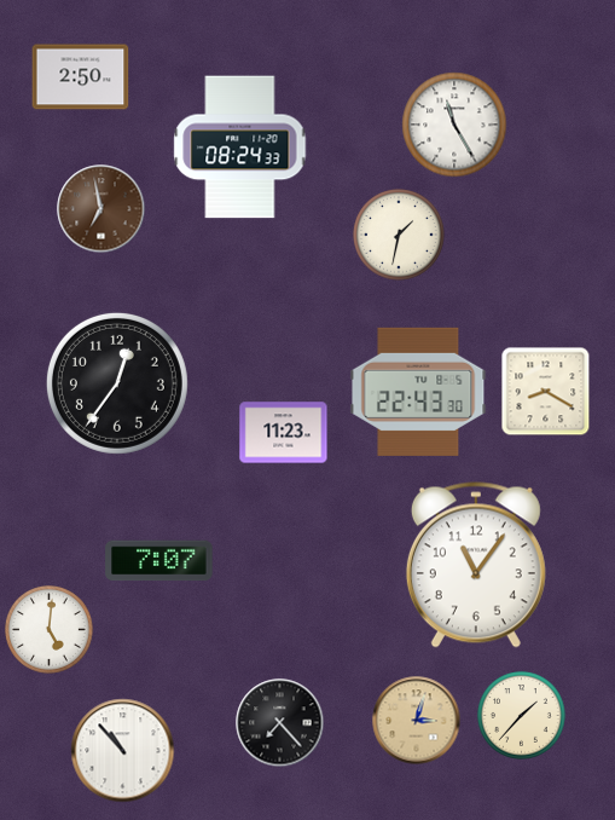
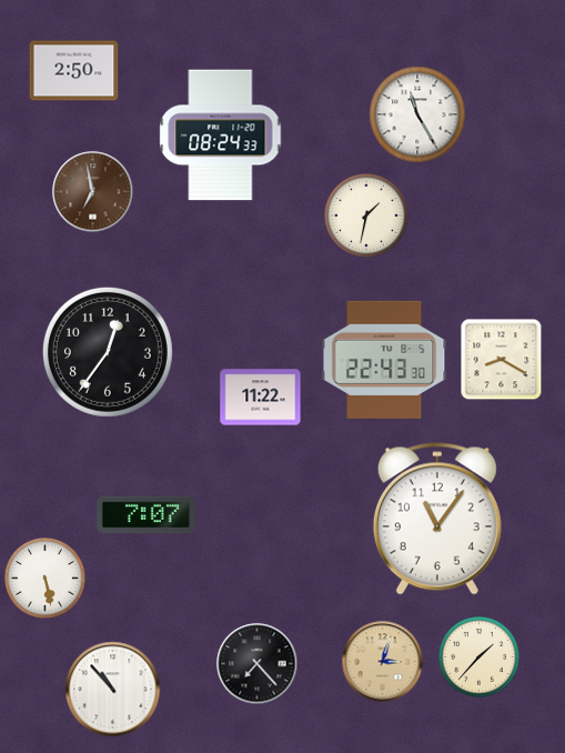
clock at (284, 433): 11:23 -> 11:22
clock at (50, 630): 5:01 -> 5:28
